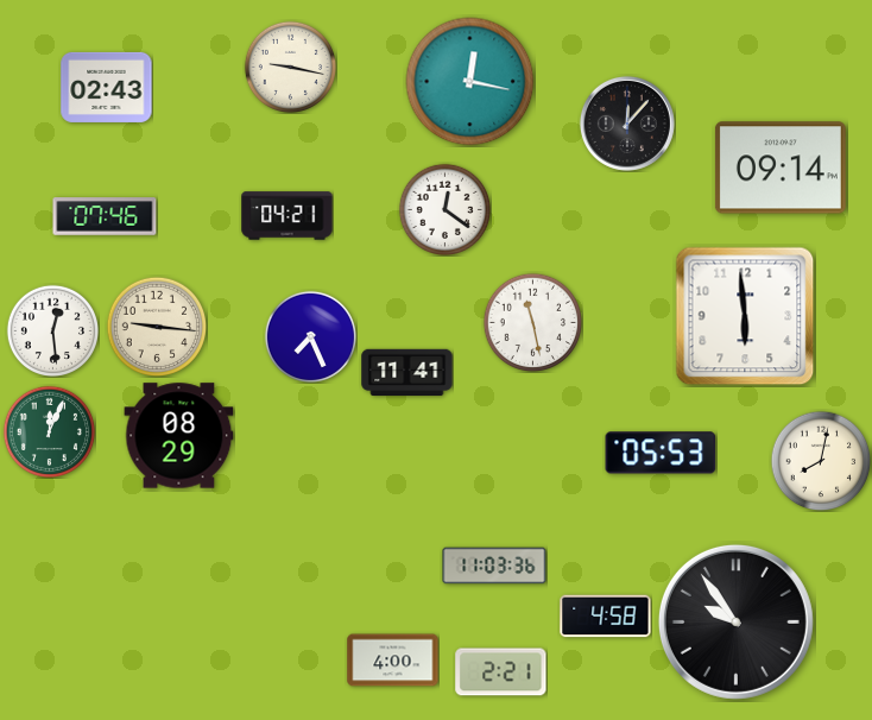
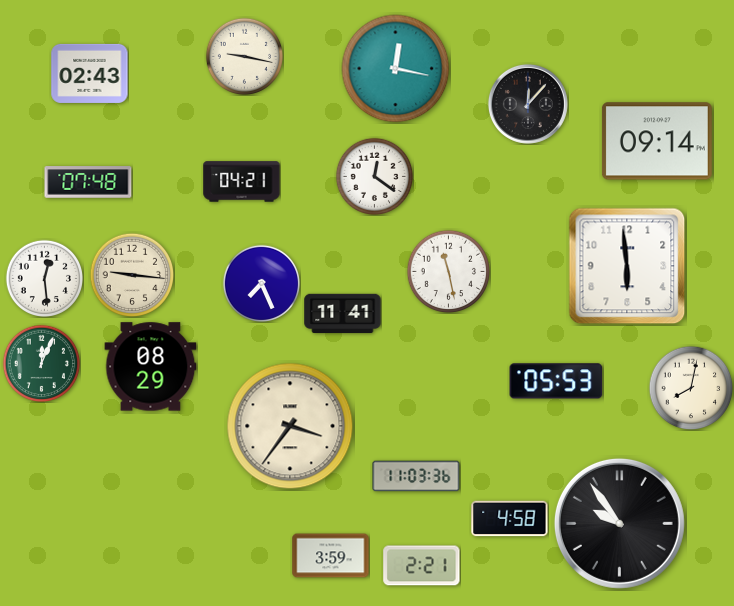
clock at (105, 216): 07:46 -> 07:48
clock at (290, 426): none -> 3:36
clock at (393, 661): 4:00 -> 3:59
